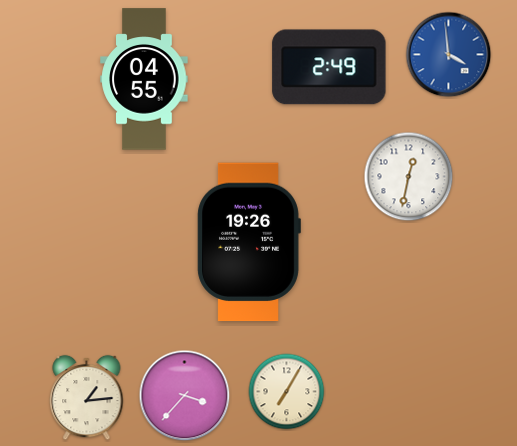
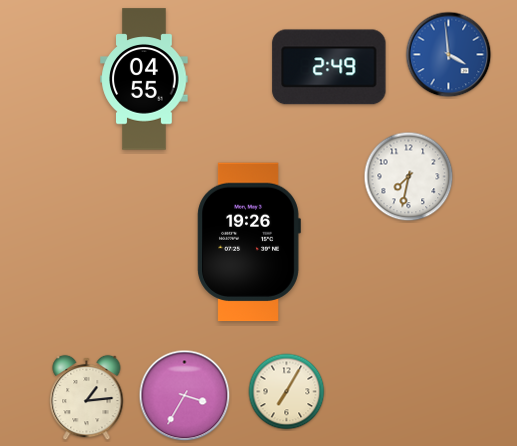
clock at (409, 177): 12:32 -> 7:32
clock at (185, 396): 3:37 -> 3:35
